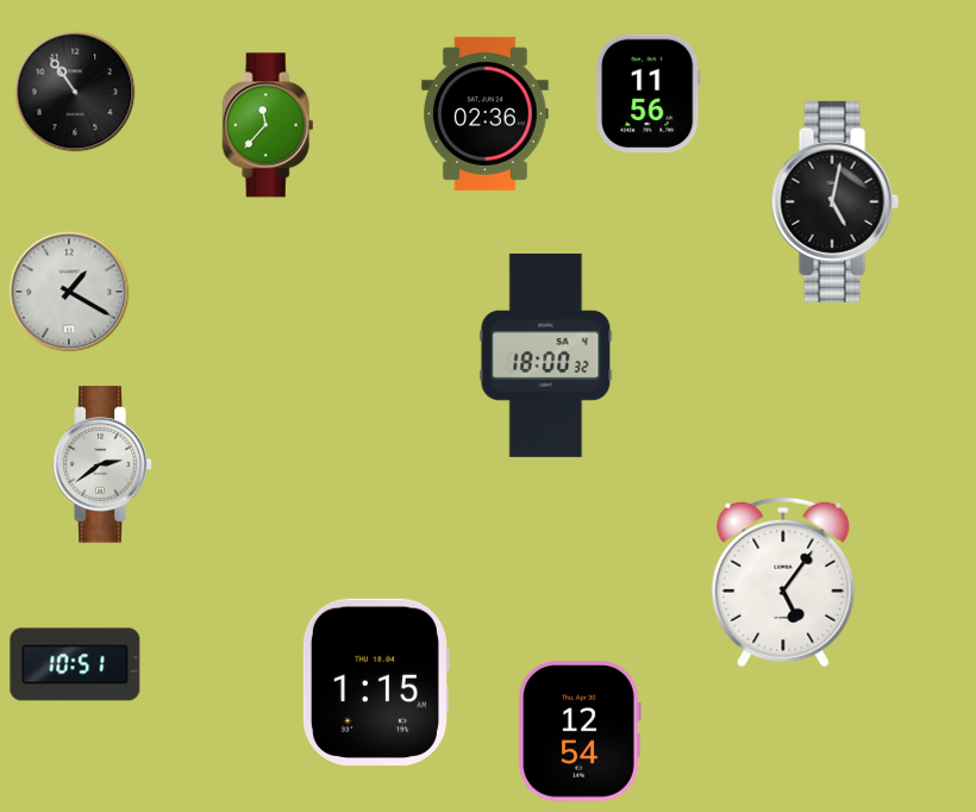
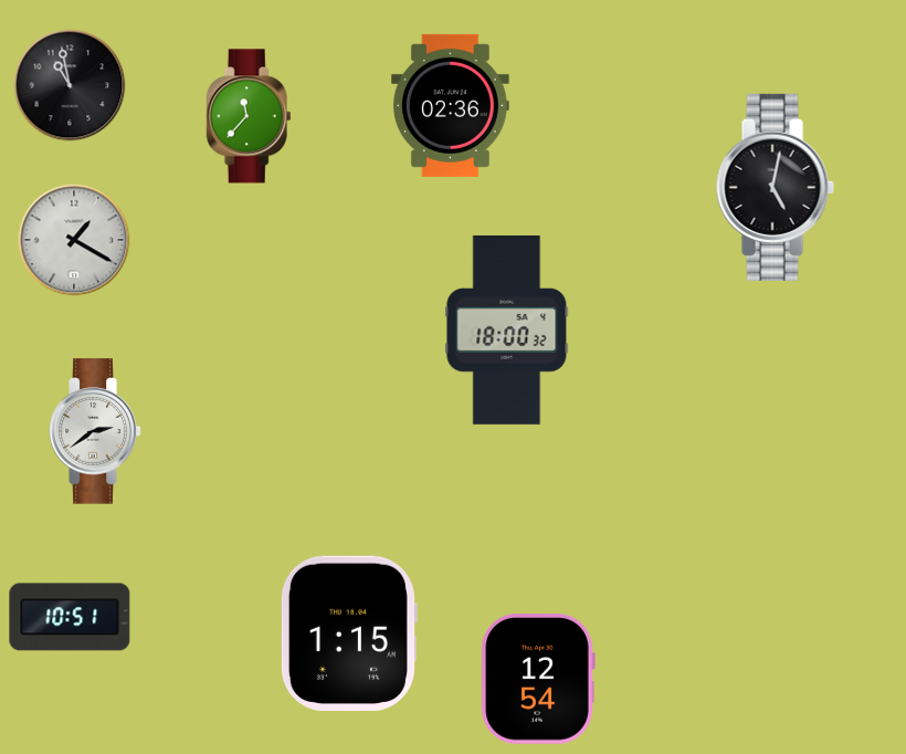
clock at (75, 92): 10:54 -> 10:58
clock at (647, 94): 11:56 -> none
clock at (69, 292) position: (69, 292) -> (74, 240)
clock at (783, 582): 5:06 -> none
